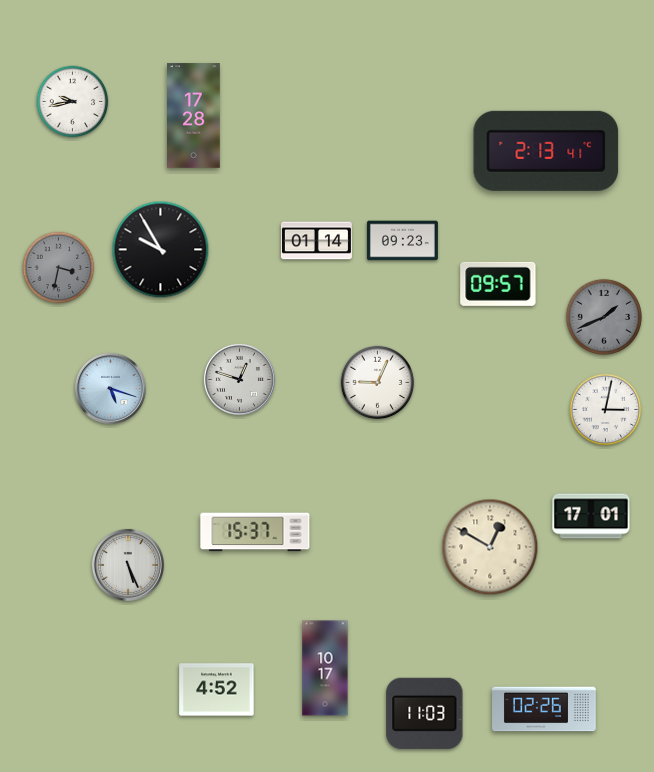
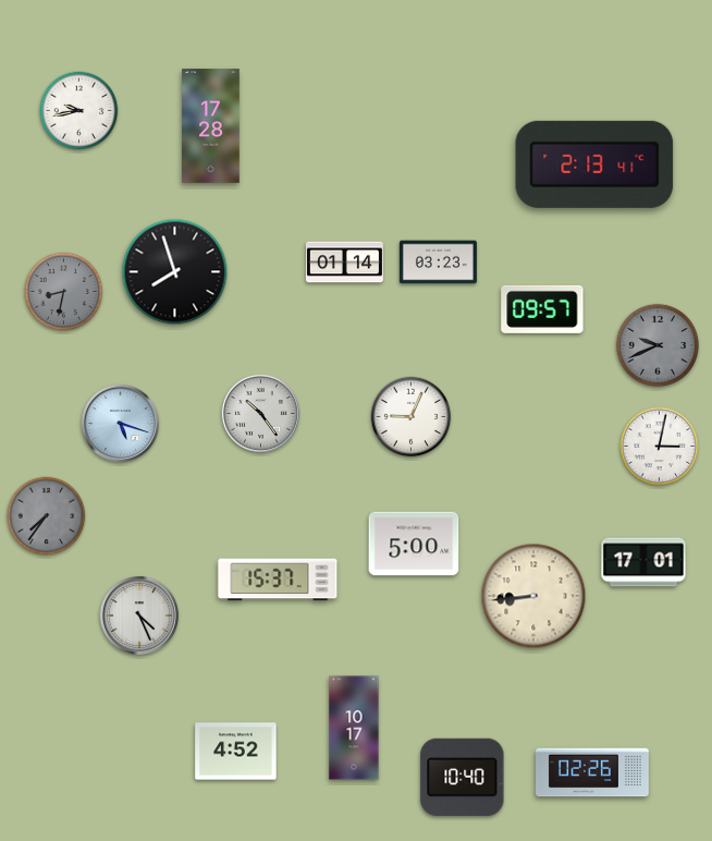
clock at (402, 241): 09:23 -> 03:23
clock at (161, 250): 9:55 -> 7:57
clock at (59, 268): 3:32 -> 8:32
clock at (604, 317): 1:41 -> 9:41
clock at (239, 379): 12:48 -> 10:24
clock at (47, 516): none -> 7:36
clock at (414, 544): none -> 5:00
clock at (490, 547): 12:50 -> 8:44
clock at (128, 565): 5:26 -> 4:26
clock at (425, 713): 11:03 -> 10:40
